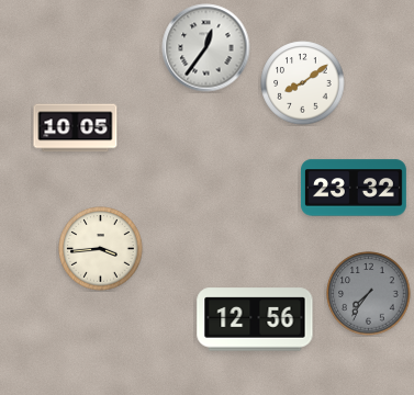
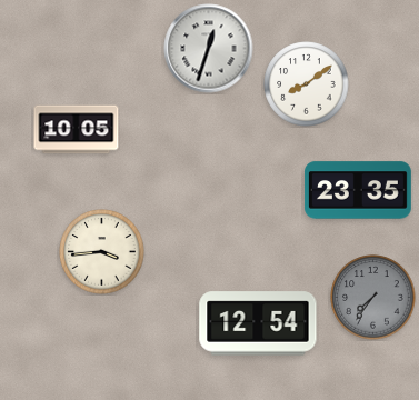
clock at (206, 48): 12:36 -> 12:33
clock at (354, 188): 23:32 -> 23:35
clock at (255, 319): 12:56 -> 12:54
